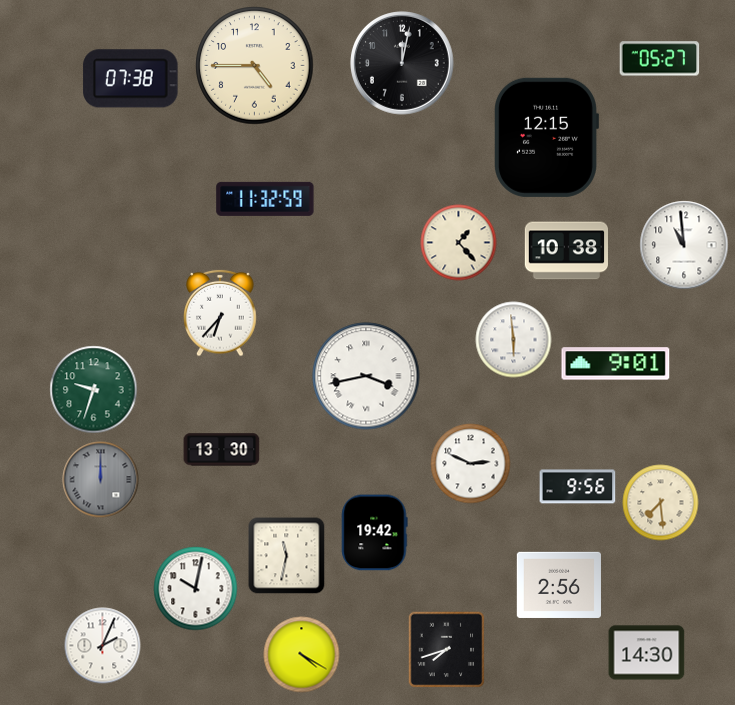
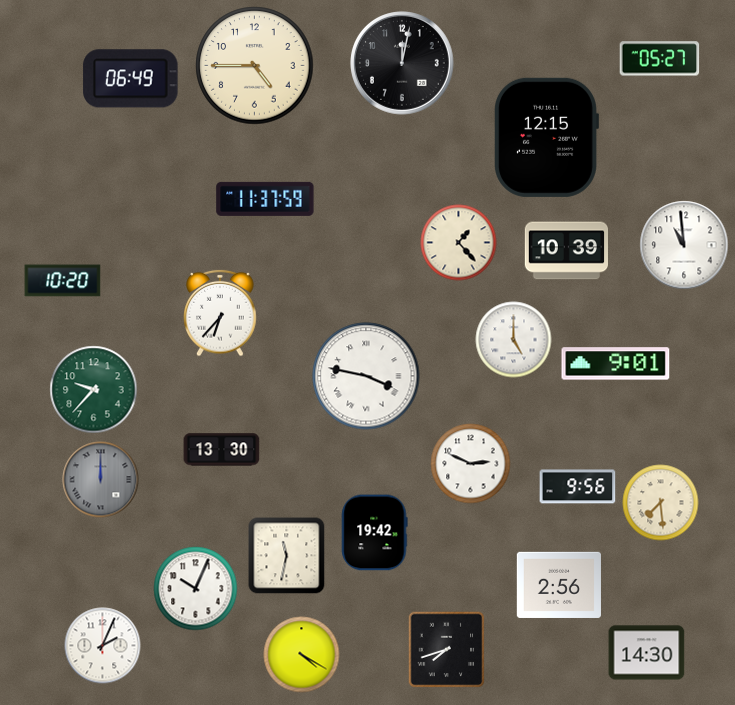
clock at (131, 79): 07:38 -> 06:49
clock at (265, 199): 11:32 -> 11:37
clock at (566, 251): 10:38 -> 10:39
clock at (63, 281): none -> 10:20
clock at (514, 340): 5:59 -> 5:00
clock at (366, 376): 3:43 -> 3:47
clock at (94, 390): 9:33 -> 9:37
clock at (196, 589): 10:02 -> 10:04
